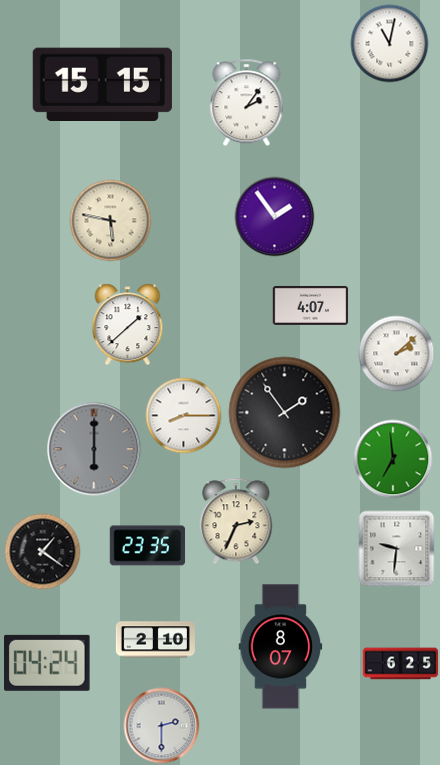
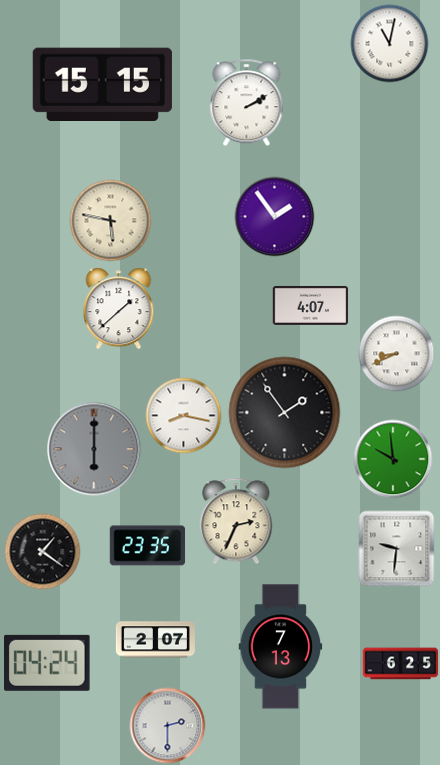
clock at (247, 103): 2:06 -> 2:10
clock at (128, 325) position: (128, 325) -> (119, 309)
clock at (397, 354): 2:08 -> 8:41
clock at (184, 416): 8:15 -> 8:17
clock at (393, 459): 6:59 -> 9:59
clock at (155, 640): 2:10 -> 2:07
clock at (281, 647): 8:07 -> 7:13
clock at (162, 726) position: (162, 726) -> (168, 726)
